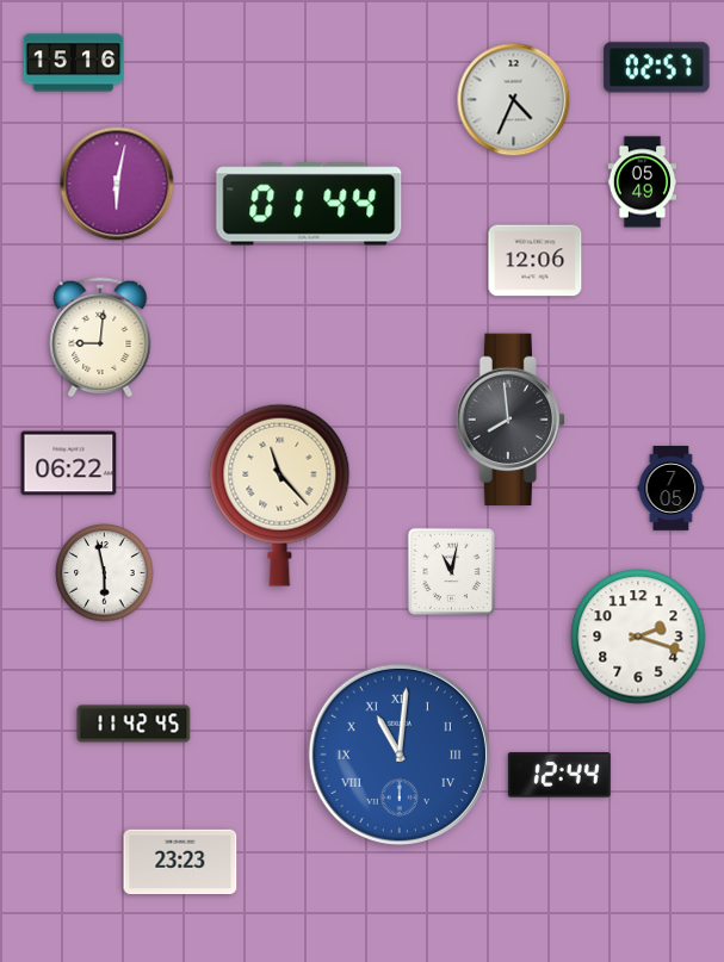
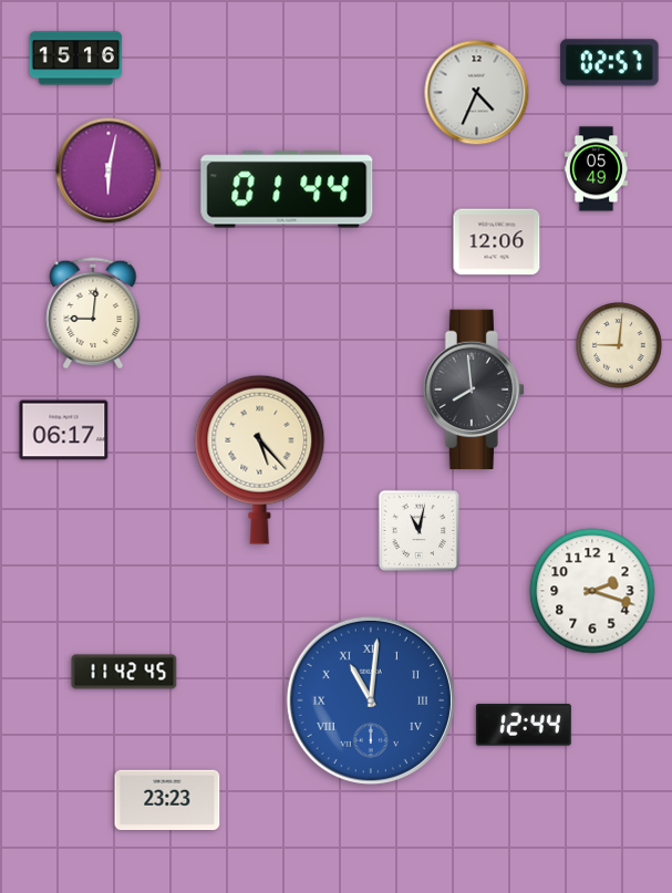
clock at (74, 63) position: (74, 63) -> (76, 59)
clock at (620, 346): none -> 9:01
clock at (69, 464): 06:22 -> 06:17
clock at (672, 489): 7:05 -> none
clock at (280, 495): 11:23 -> 5:23
clock at (105, 573): 5:58 -> none
clock at (559, 775) position: (559, 775) -> (524, 725)
